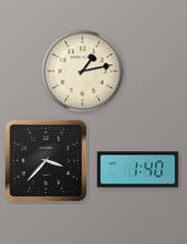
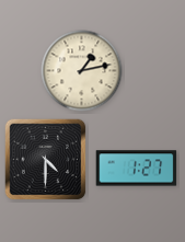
clock at (46, 161): 3:37 -> 4:30
clock at (138, 170): 1:40 -> 1:27
